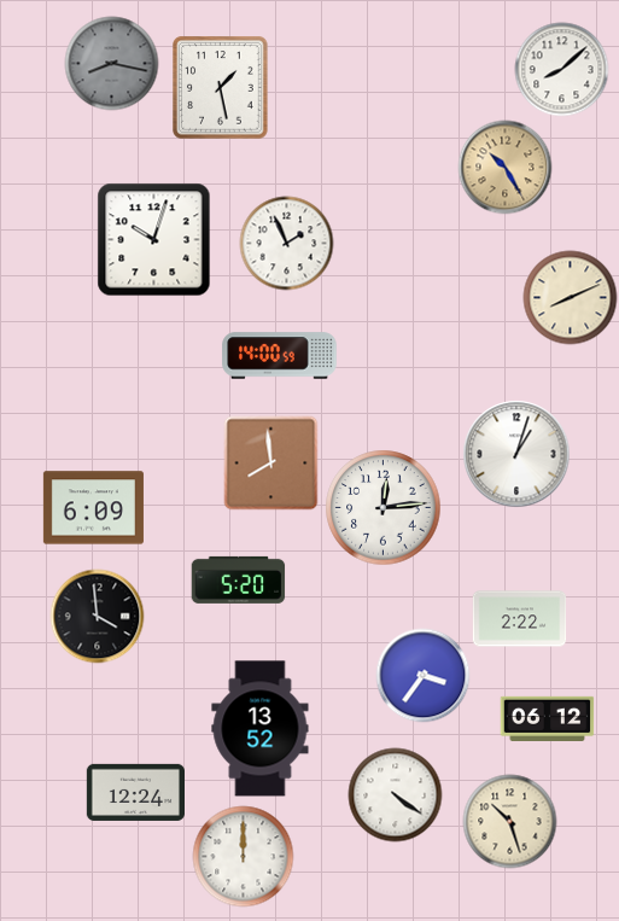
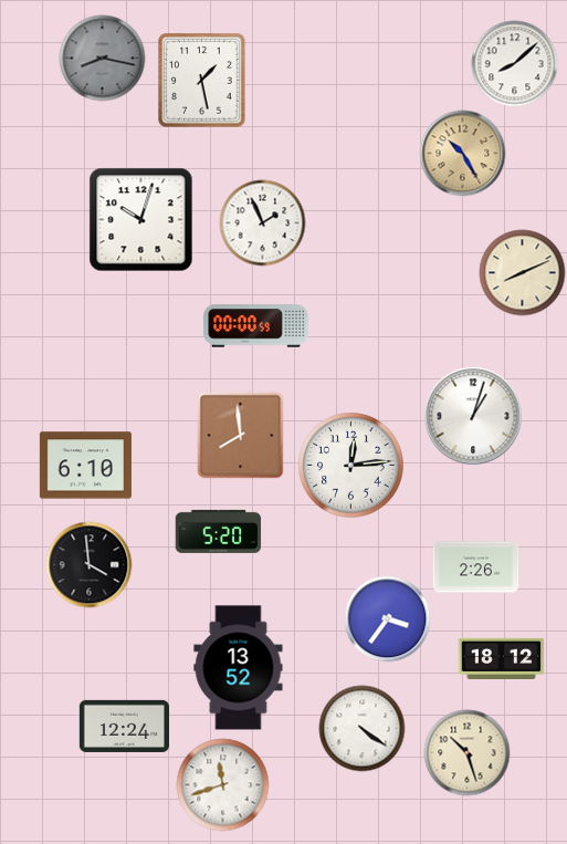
clock at (280, 356): 14:00 -> 00:00
clock at (270, 462) position: (270, 462) -> (240, 435)
clock at (93, 508): 6:09 -> 6:10
clock at (519, 619): 2:22 -> 2:26
clock at (547, 718): 06:12 -> 18:12
clock at (243, 856): 12:00 -> 11:42
